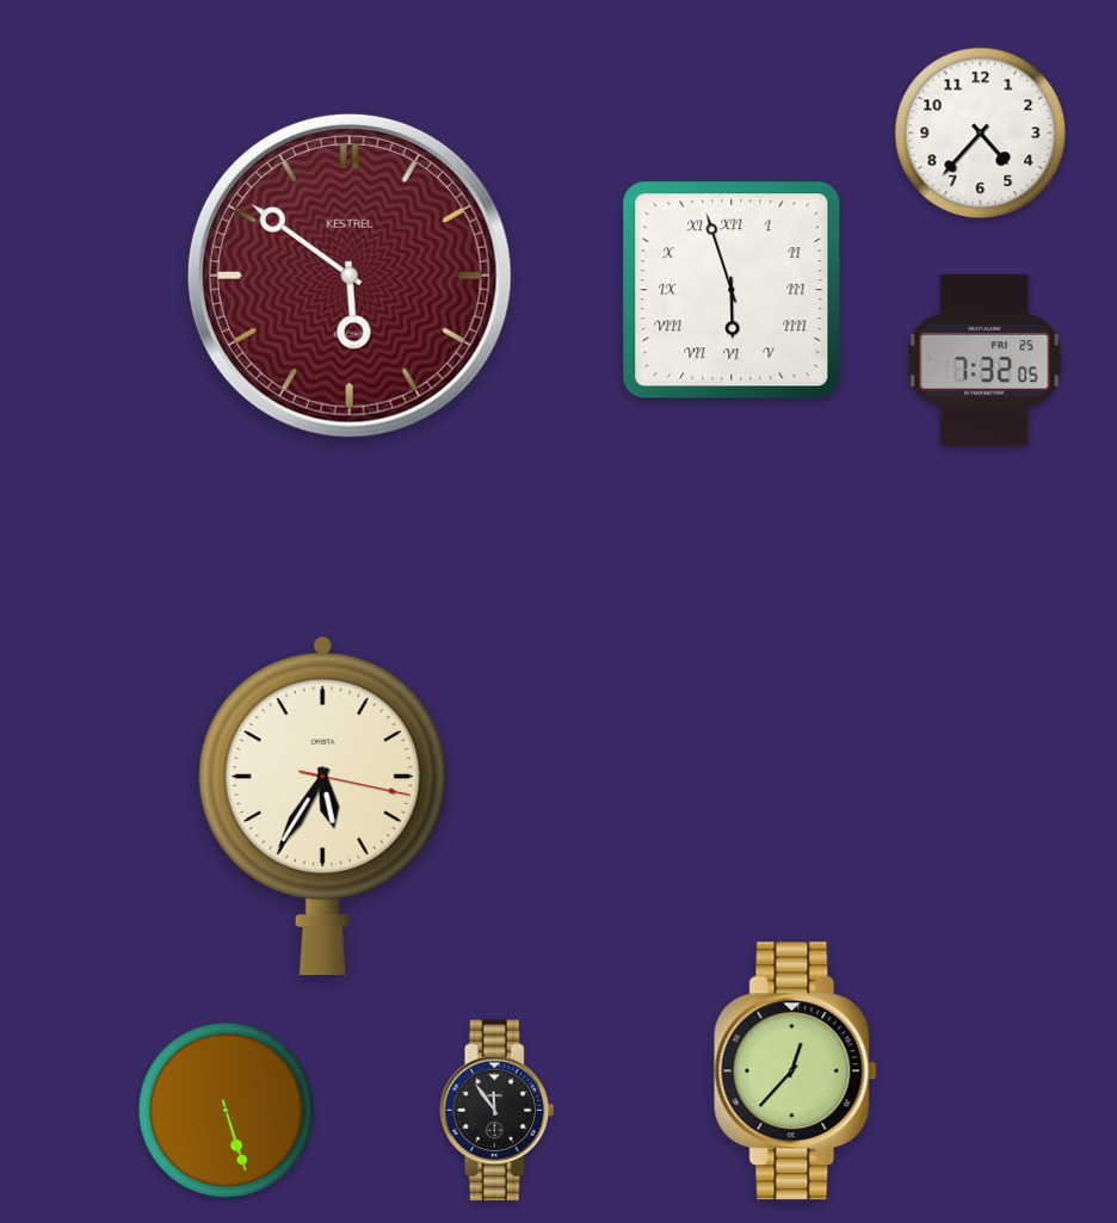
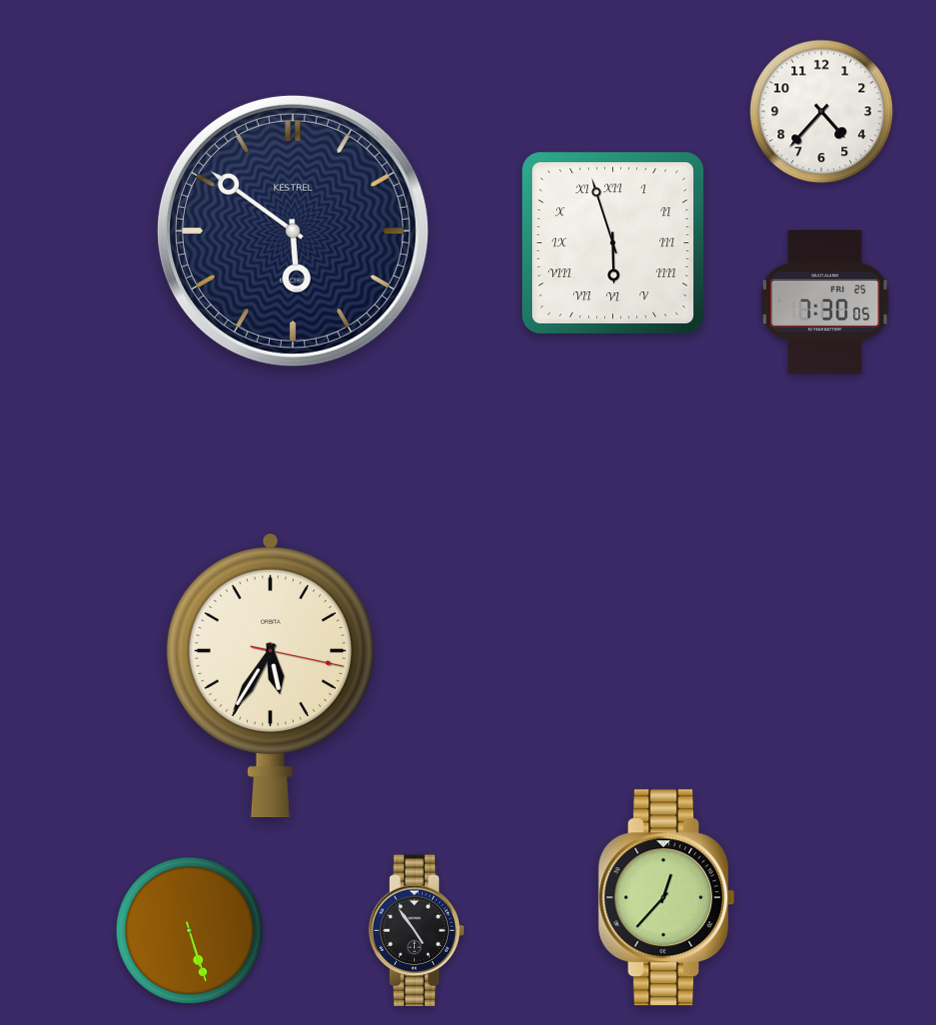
clock at (350, 276) dial: burgundy -> navy
clock at (985, 362): 7:32 -> 7:30
clock at (498, 1111): 11:54 -> 4:54
